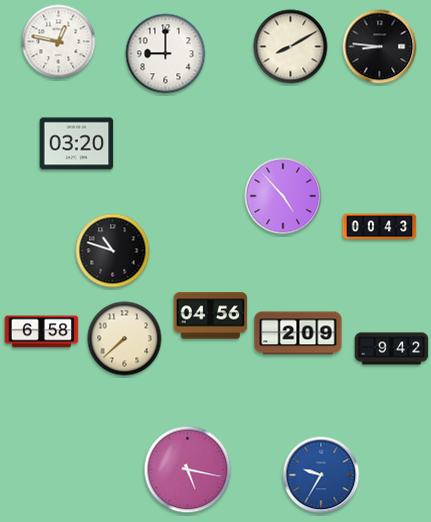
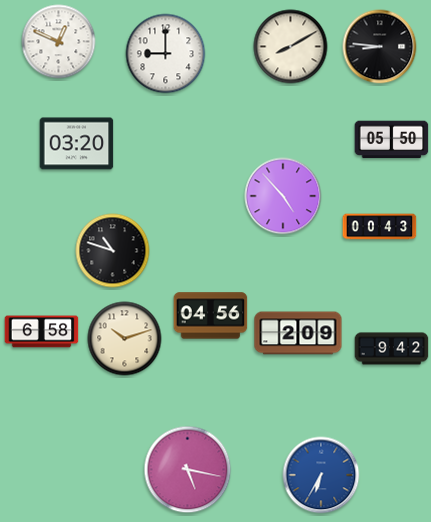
clock at (59, 42): 12:47 -> 12:49
clock at (392, 140): none -> 05:50
clock at (125, 339): 7:38 -> 10:12
clock at (321, 475): 9:35 -> 6:35
